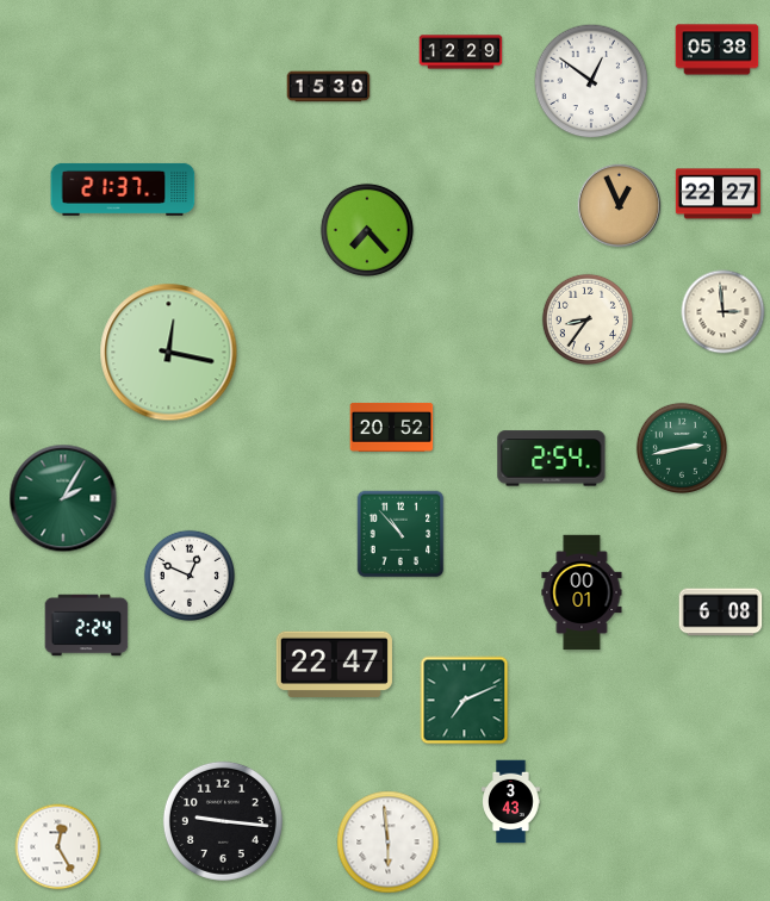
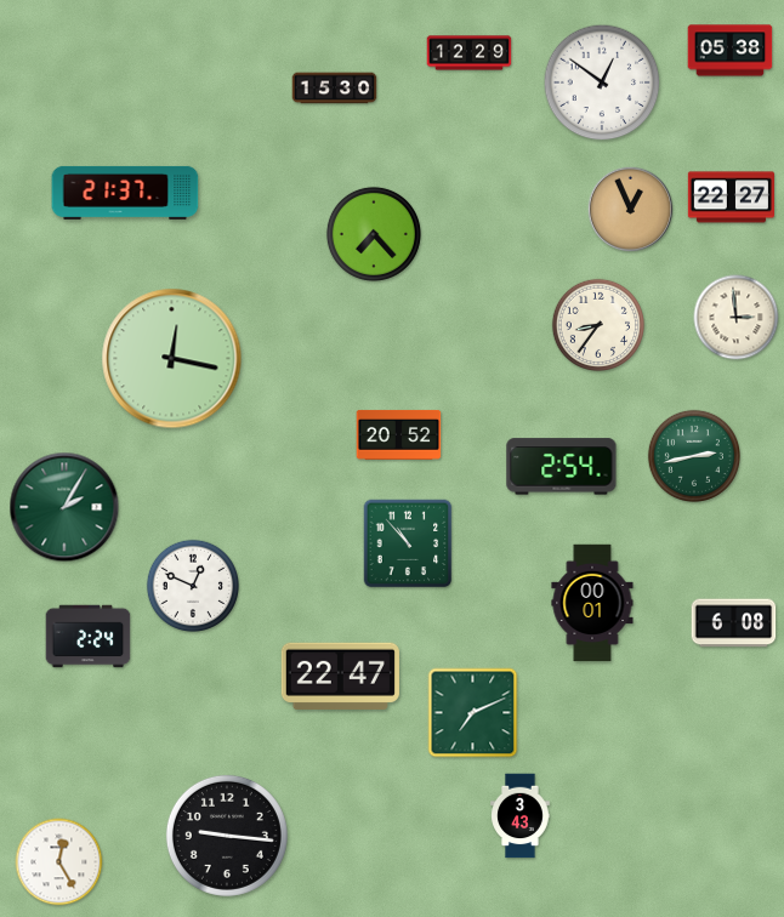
clock at (389, 843): 5:59 -> none
